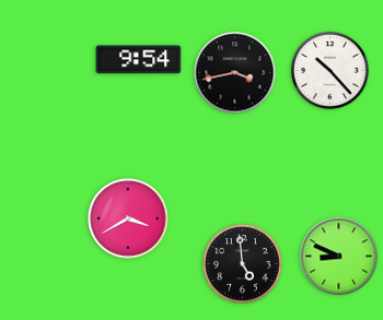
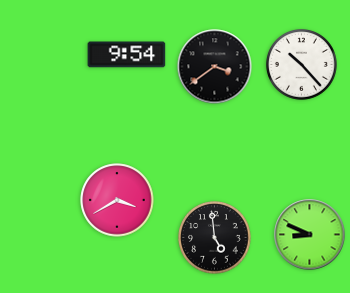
clock at (235, 73): 3:43 -> 3:39
clock at (243, 264) position: (243, 264) -> (215, 238)
